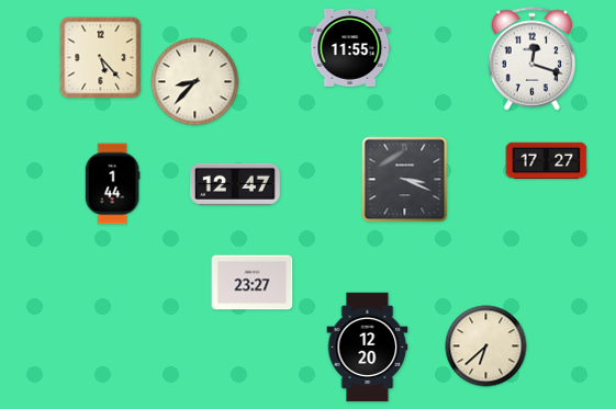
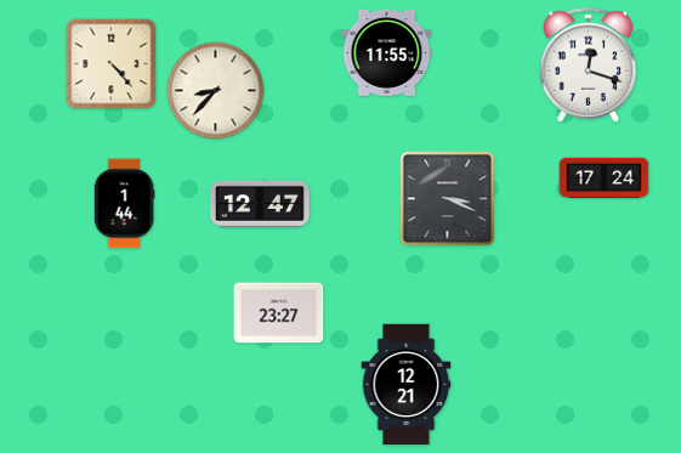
clock at (101, 58): 5:23 -> 4:23
clock at (547, 161): 17:27 -> 17:24
clock at (486, 346): 6:38 -> none
clock at (368, 348): 12:20 -> 12:21
